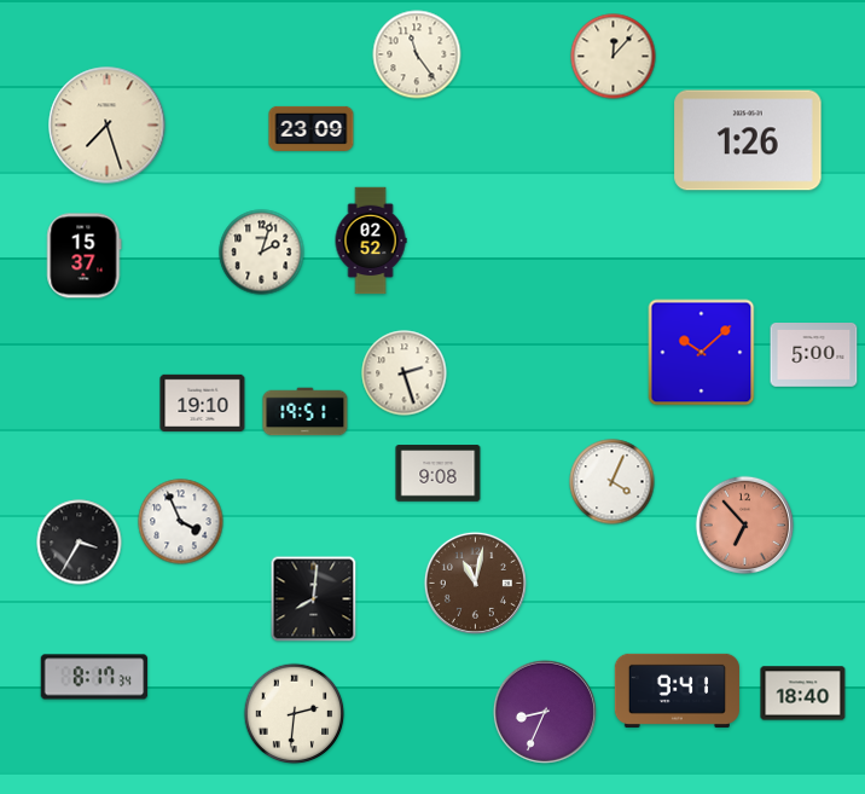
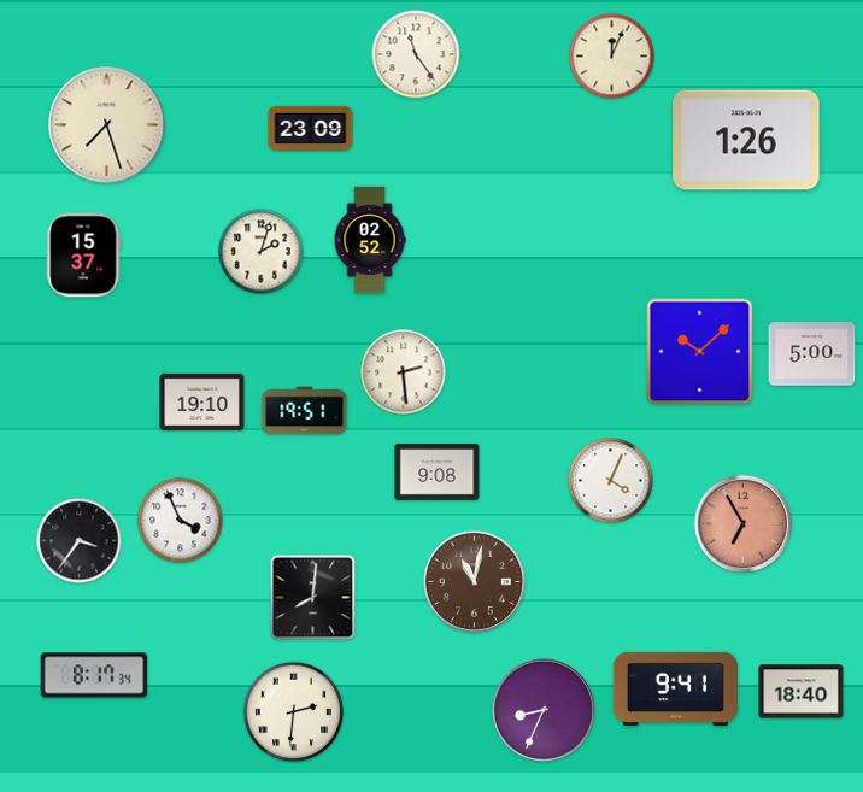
clock at (614, 57): 12:07 -> 12:04
clock at (405, 373): 2:27 -> 2:29
clock at (745, 526): 6:53 -> 6:55
clock at (80, 543): 3:35 -> 3:36
